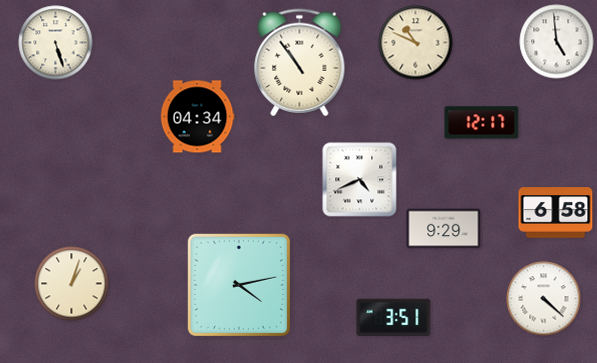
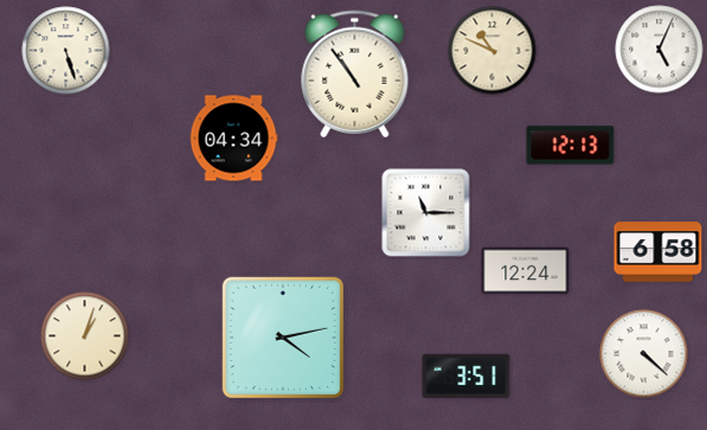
clock at (557, 42): 4:59 -> 5:04
clock at (482, 123): 12:17 -> 12:13
clock at (360, 180): 4:41 -> 11:15
clock at (444, 229): 9:29 -> 12:24
